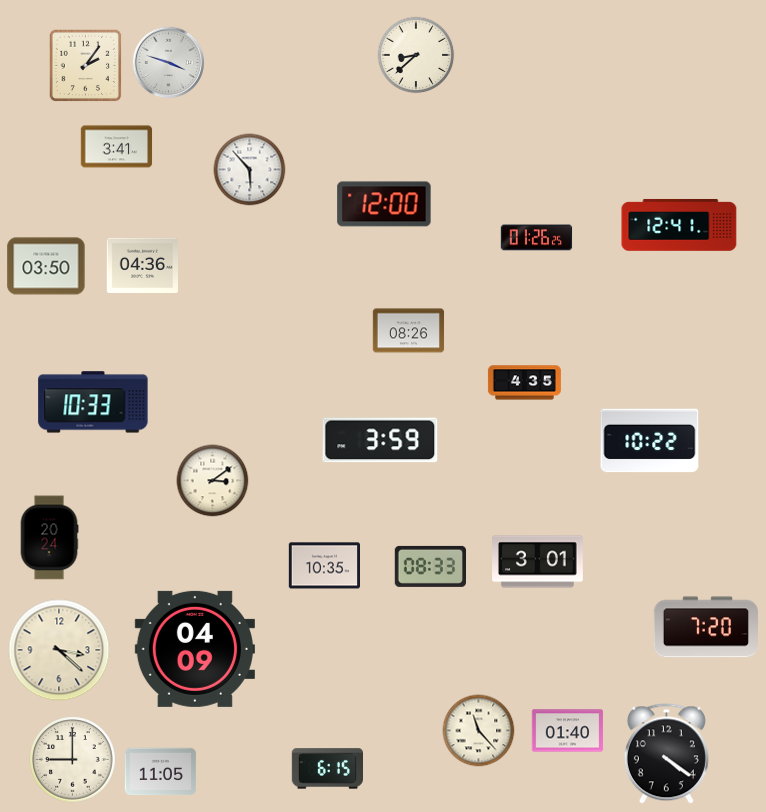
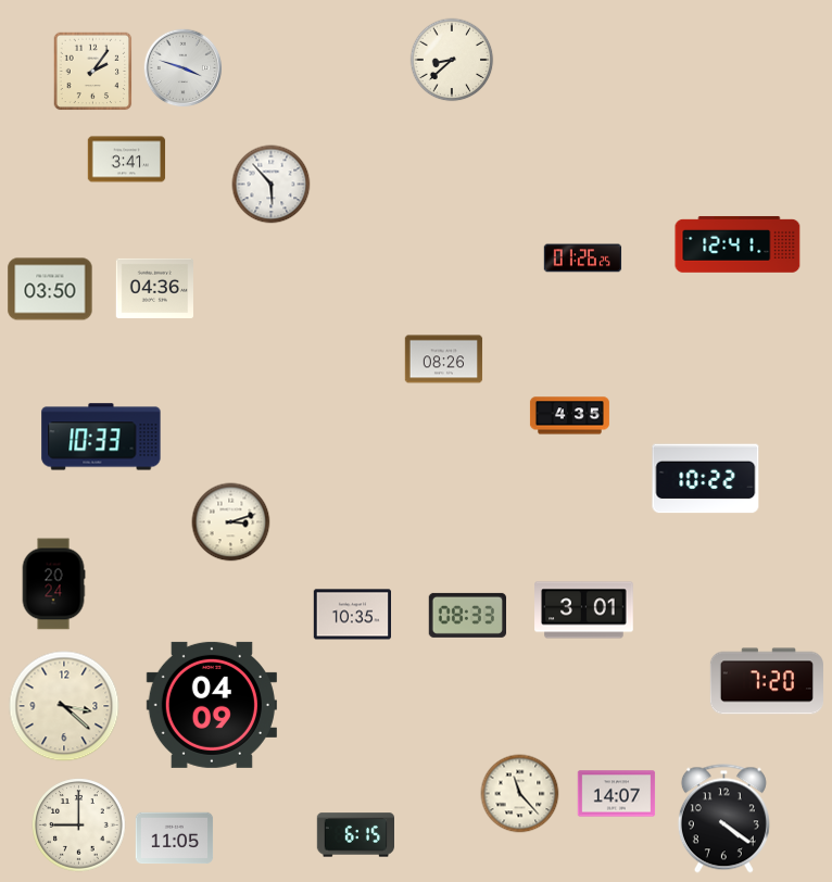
clock at (384, 204): 12:00 -> none
clock at (380, 440): 3:59 -> none
clock at (213, 481): 3:09 -> 3:12
clock at (568, 731): 01:40 -> 14:07
